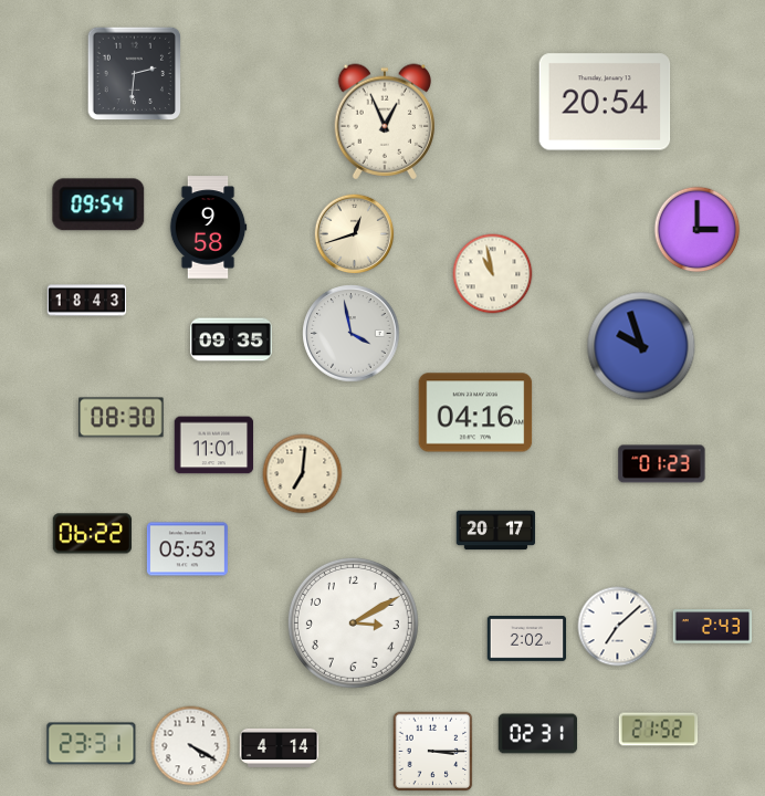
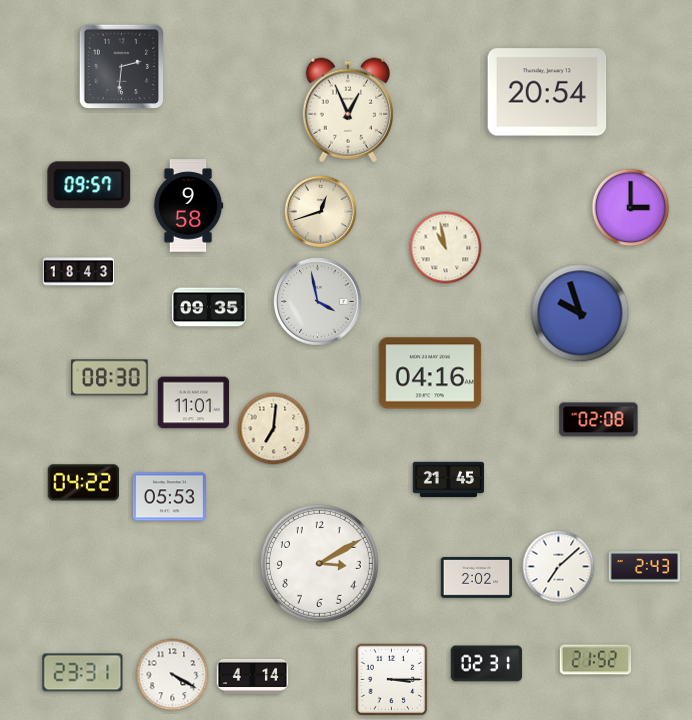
clock at (98, 205): 09:54 -> 09:57
clock at (662, 464): 01:23 -> 02:08
clock at (496, 531): 20:17 -> 21:45
clock at (92, 534): 06:22 -> 04:22
